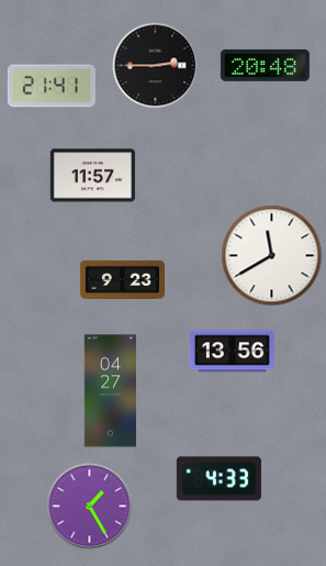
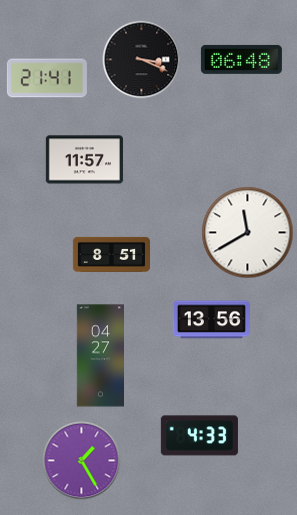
clock at (155, 65): 2:45 -> 3:19
clock at (265, 65): 20:48 -> 06:48
clock at (122, 279): 9:23 -> 8:51
